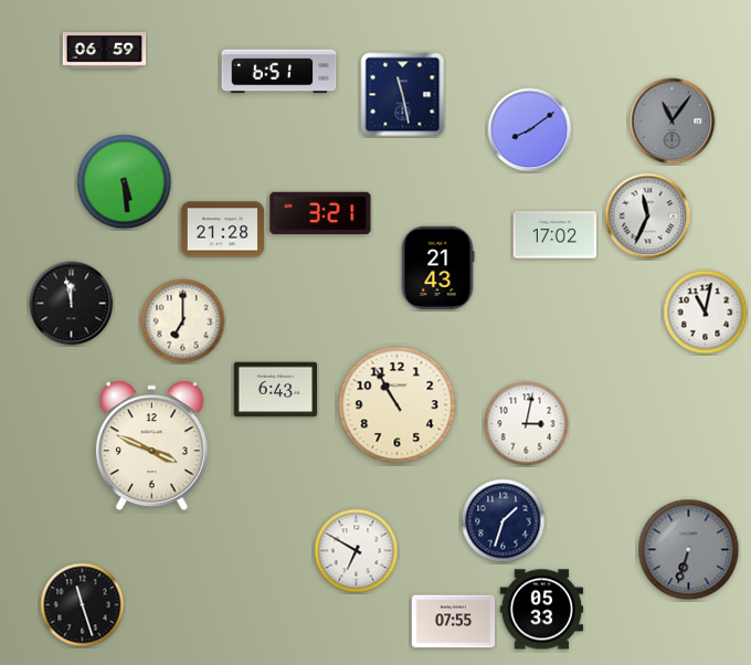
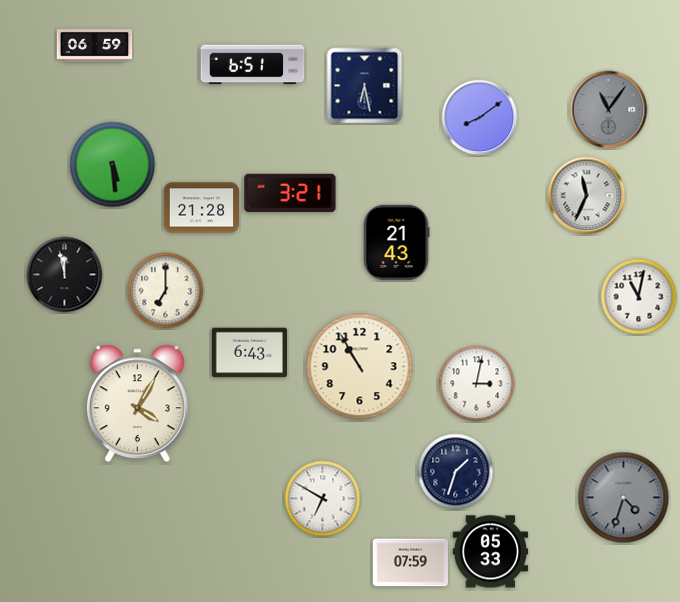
clock at (403, 95): 11:28 -> 6:28
clock at (556, 235): 17:02 -> none
clock at (706, 313) position: (706, 313) -> (639, 297)
clock at (151, 446): 3:49 -> 4:05
clock at (689, 550): 6:33 -> 4:33
clock at (83, 605): 11:27 -> none
clock at (454, 622): 07:55 -> 07:59
